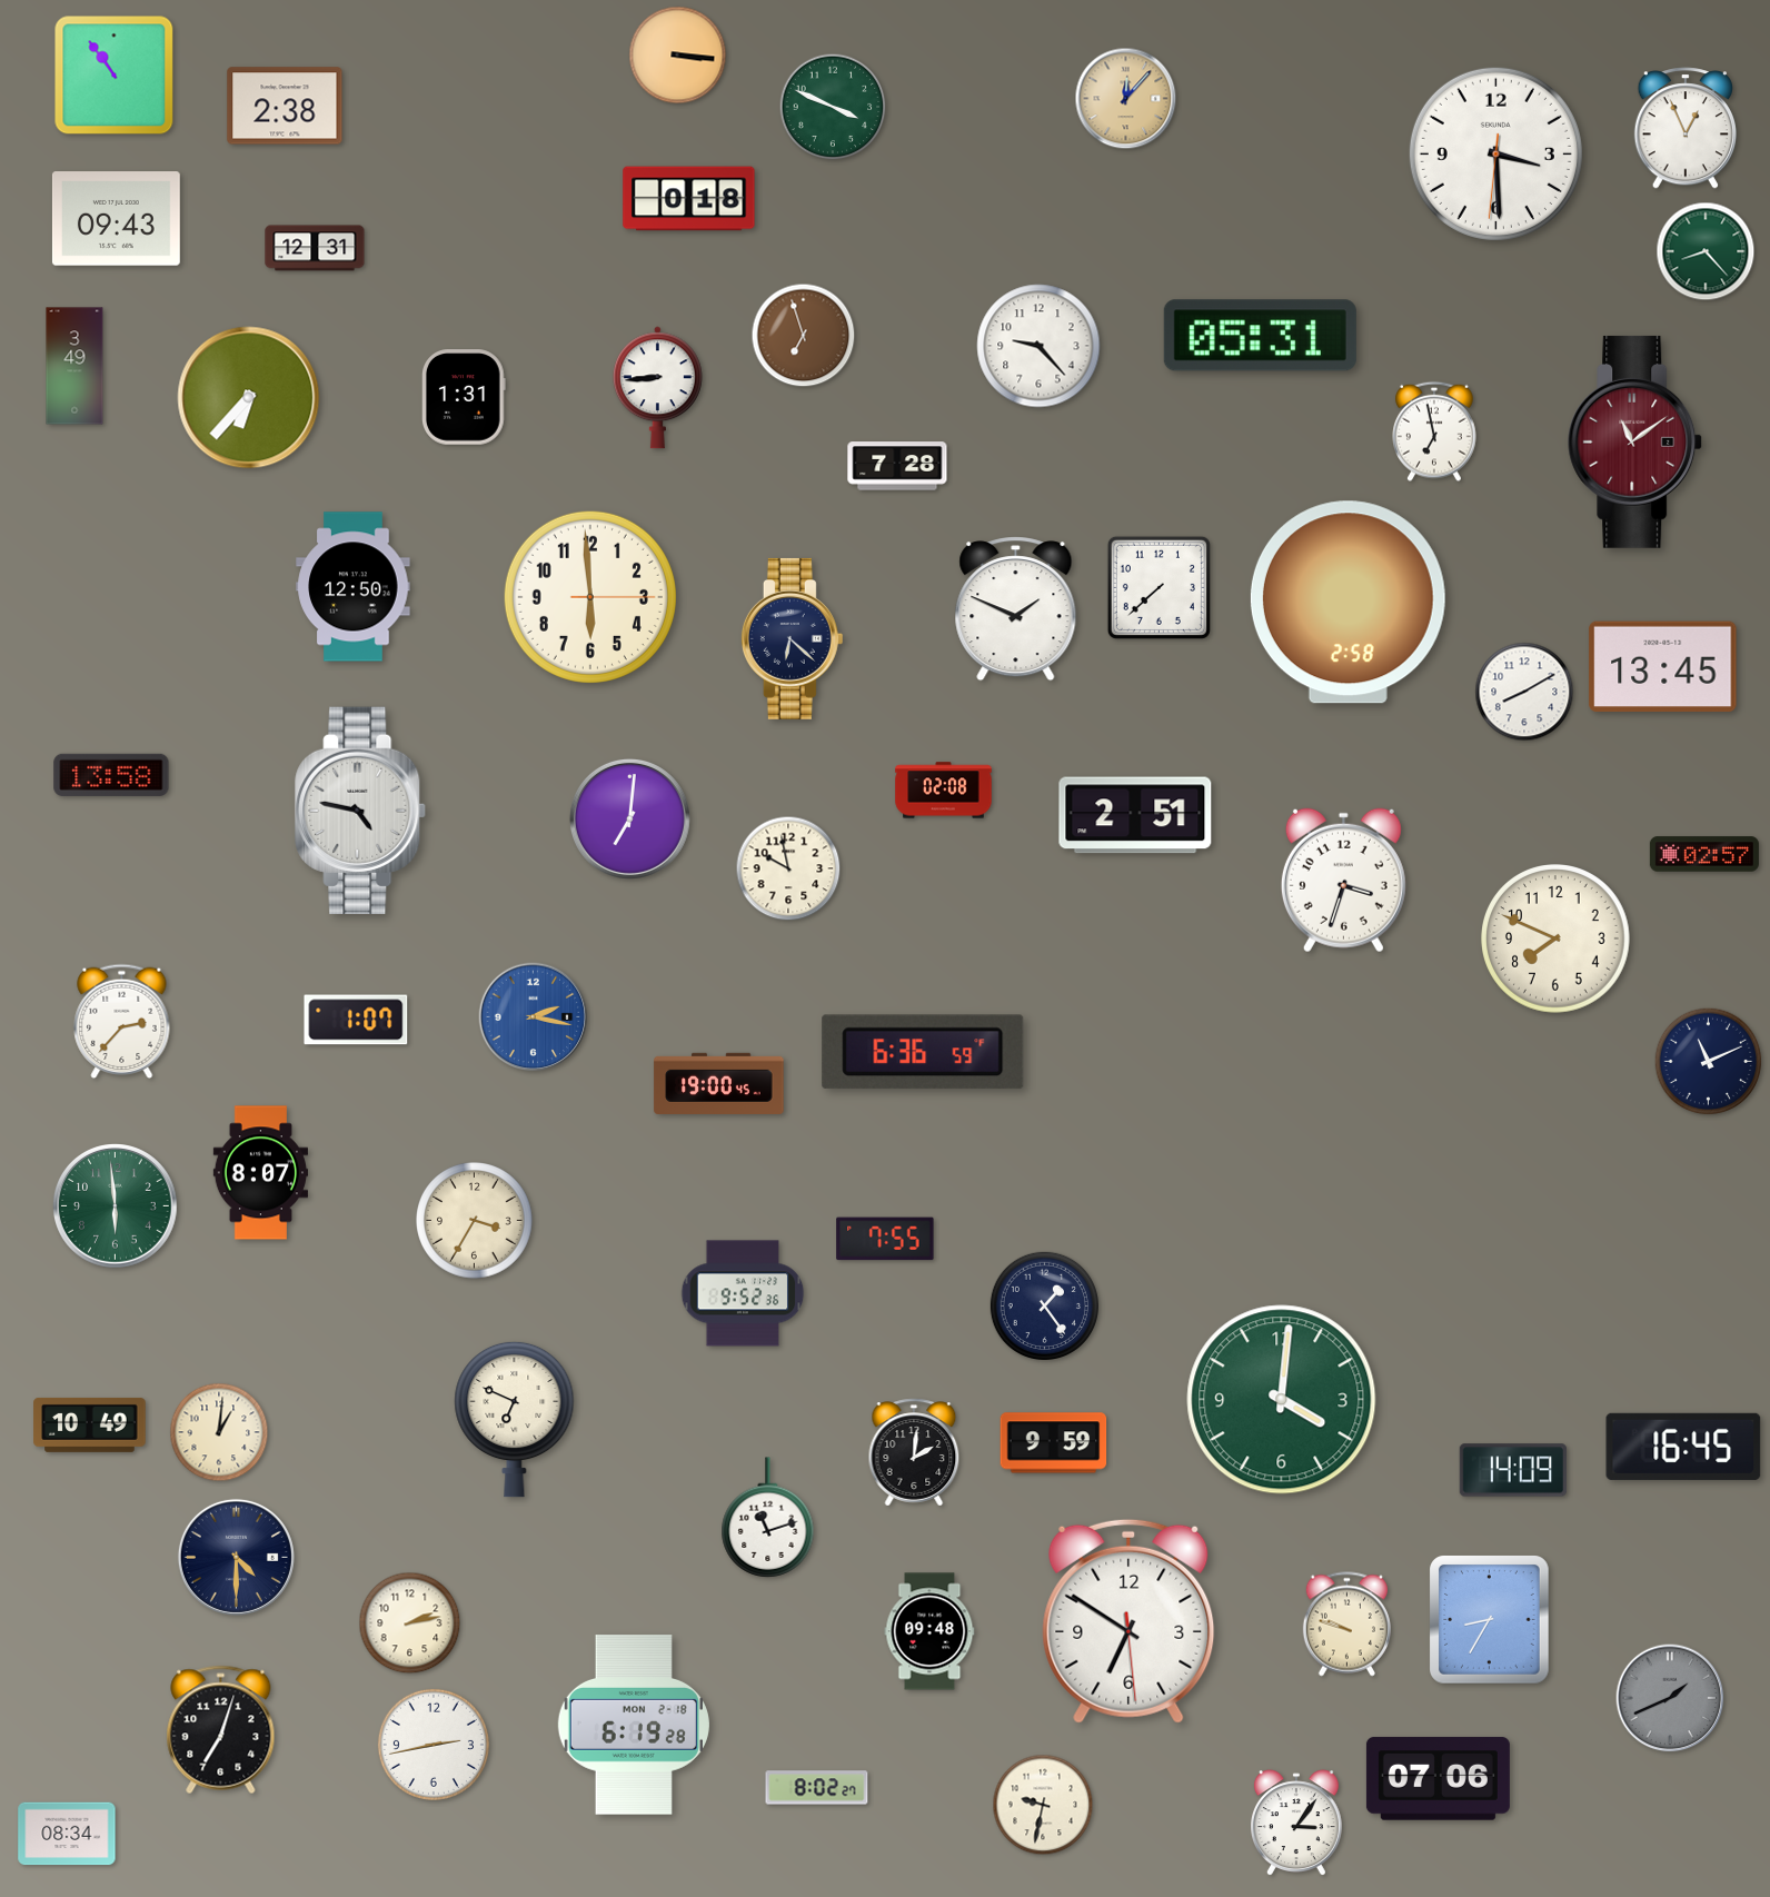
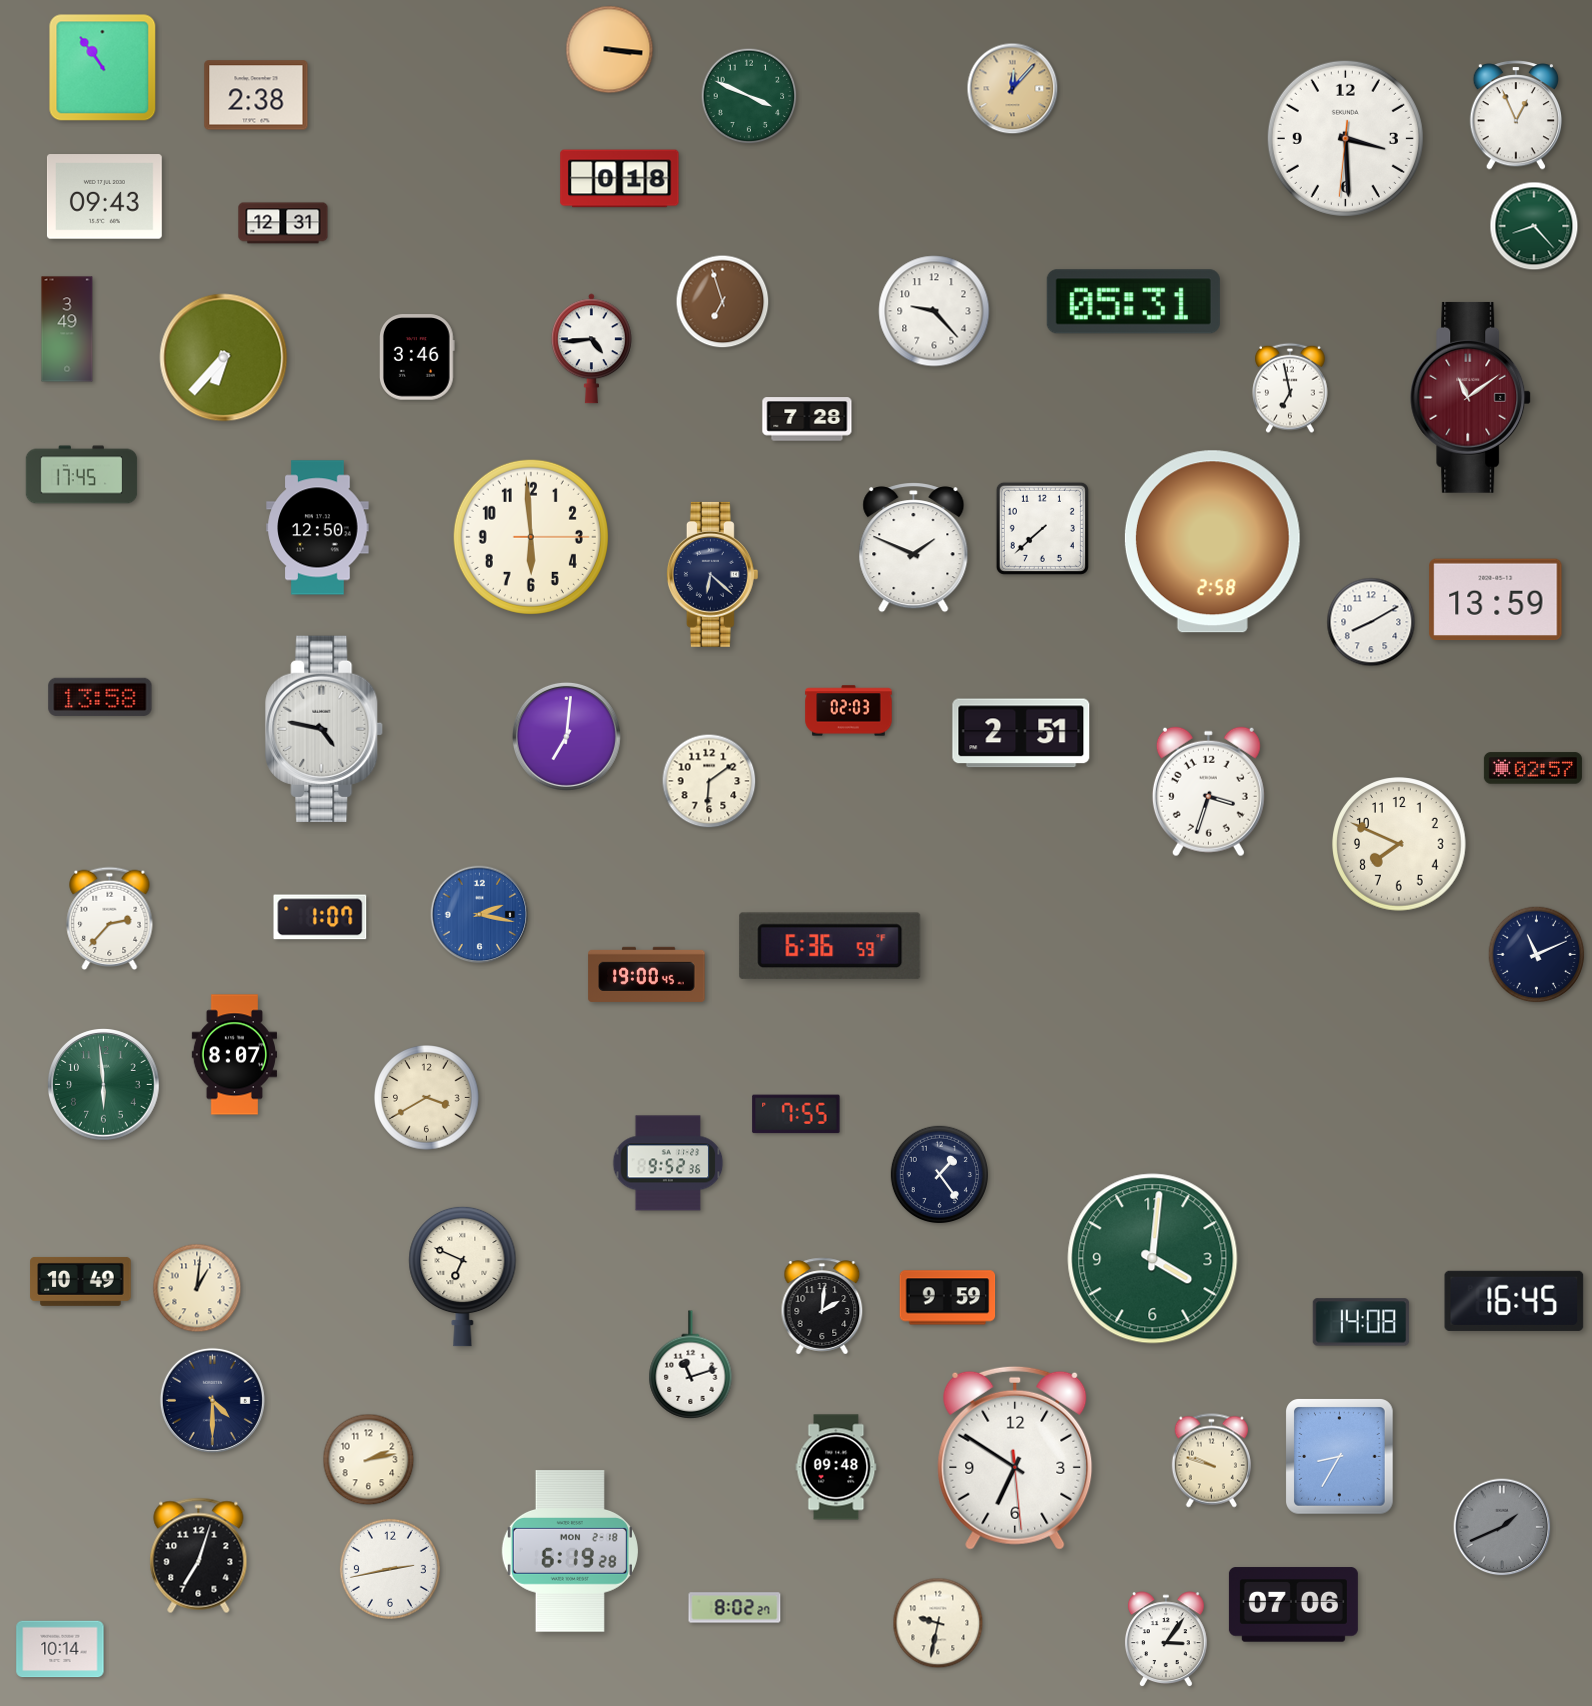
clock at (657, 388): 8:44 -> 4:44
clock at (465, 397): 1:31 -> 3:46
clock at (82, 475): none -> 17:45
clock at (1663, 667): 13:45 -> 13:59
clock at (944, 791): 02:08 -> 02:03
clock at (788, 868): 9:58 -> 6:09
clock at (475, 1221): 3:35 -> 3:40
clock at (1513, 1470): 14:09 -> 14:08
clock at (1438, 1779) position: (1438, 1779) -> (1293, 1605)
clock at (67, 1834): 08:34 -> 10:14
